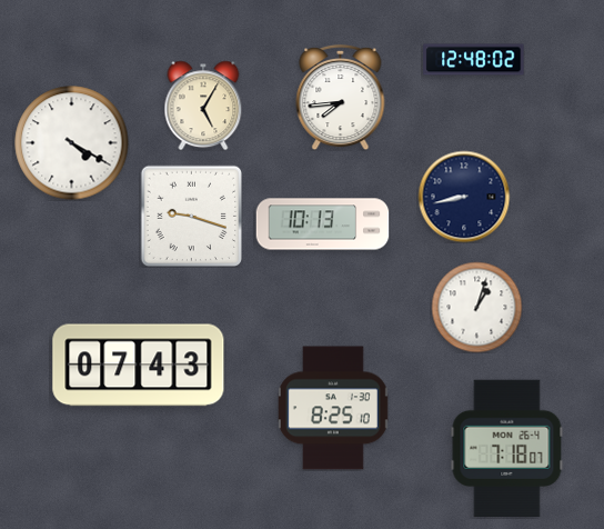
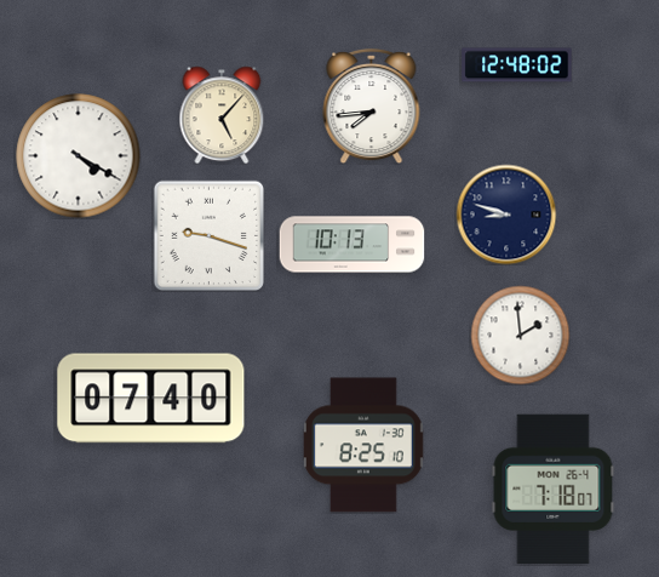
clock at (203, 106): 5:05 -> 5:07
clock at (464, 197): 8:43 -> 8:48
clock at (476, 307): 1:03 -> 1:59
clock at (139, 366): 07:43 -> 07:40
